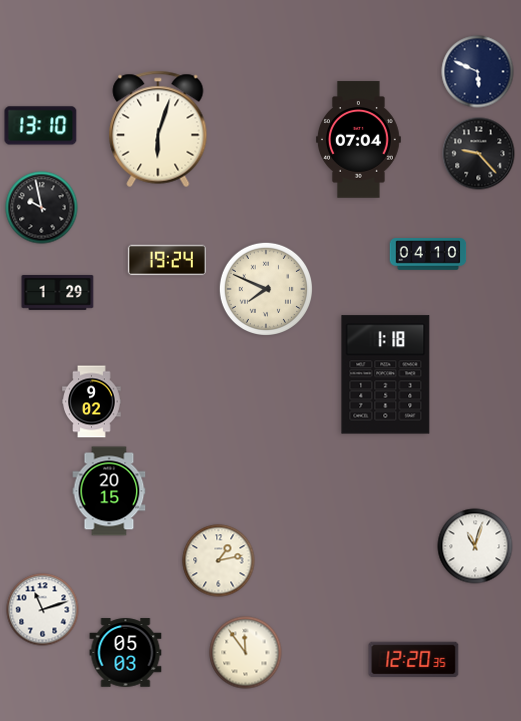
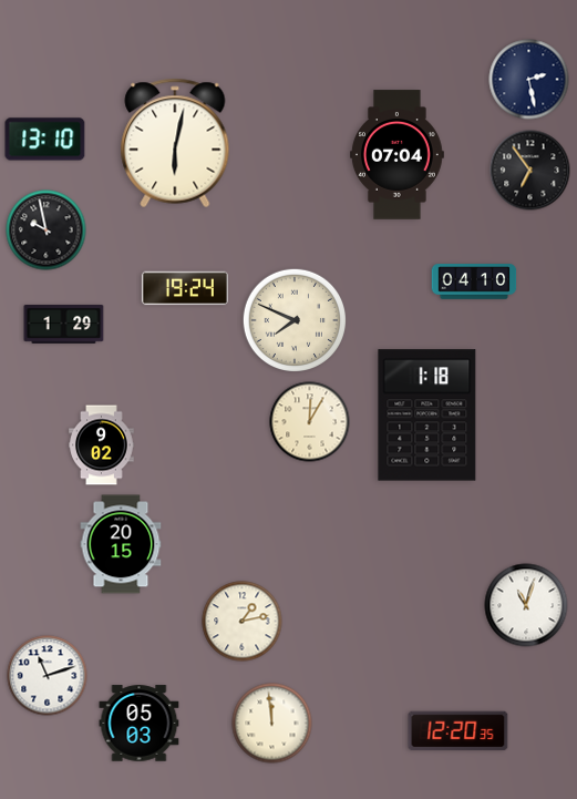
clock at (478, 72): 5:49 -> 2:28
clock at (158, 129): 6:03 -> 6:02
clock at (479, 154): 9:23 -> 6:54
clock at (310, 422): none -> 12:05
clock at (246, 653): 11:54 -> 11:59
